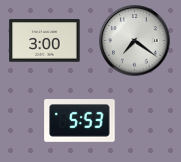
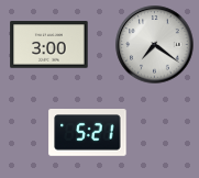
clock at (135, 41) position: (135, 41) -> (155, 45)
clock at (80, 121): 5:53 -> 5:21
